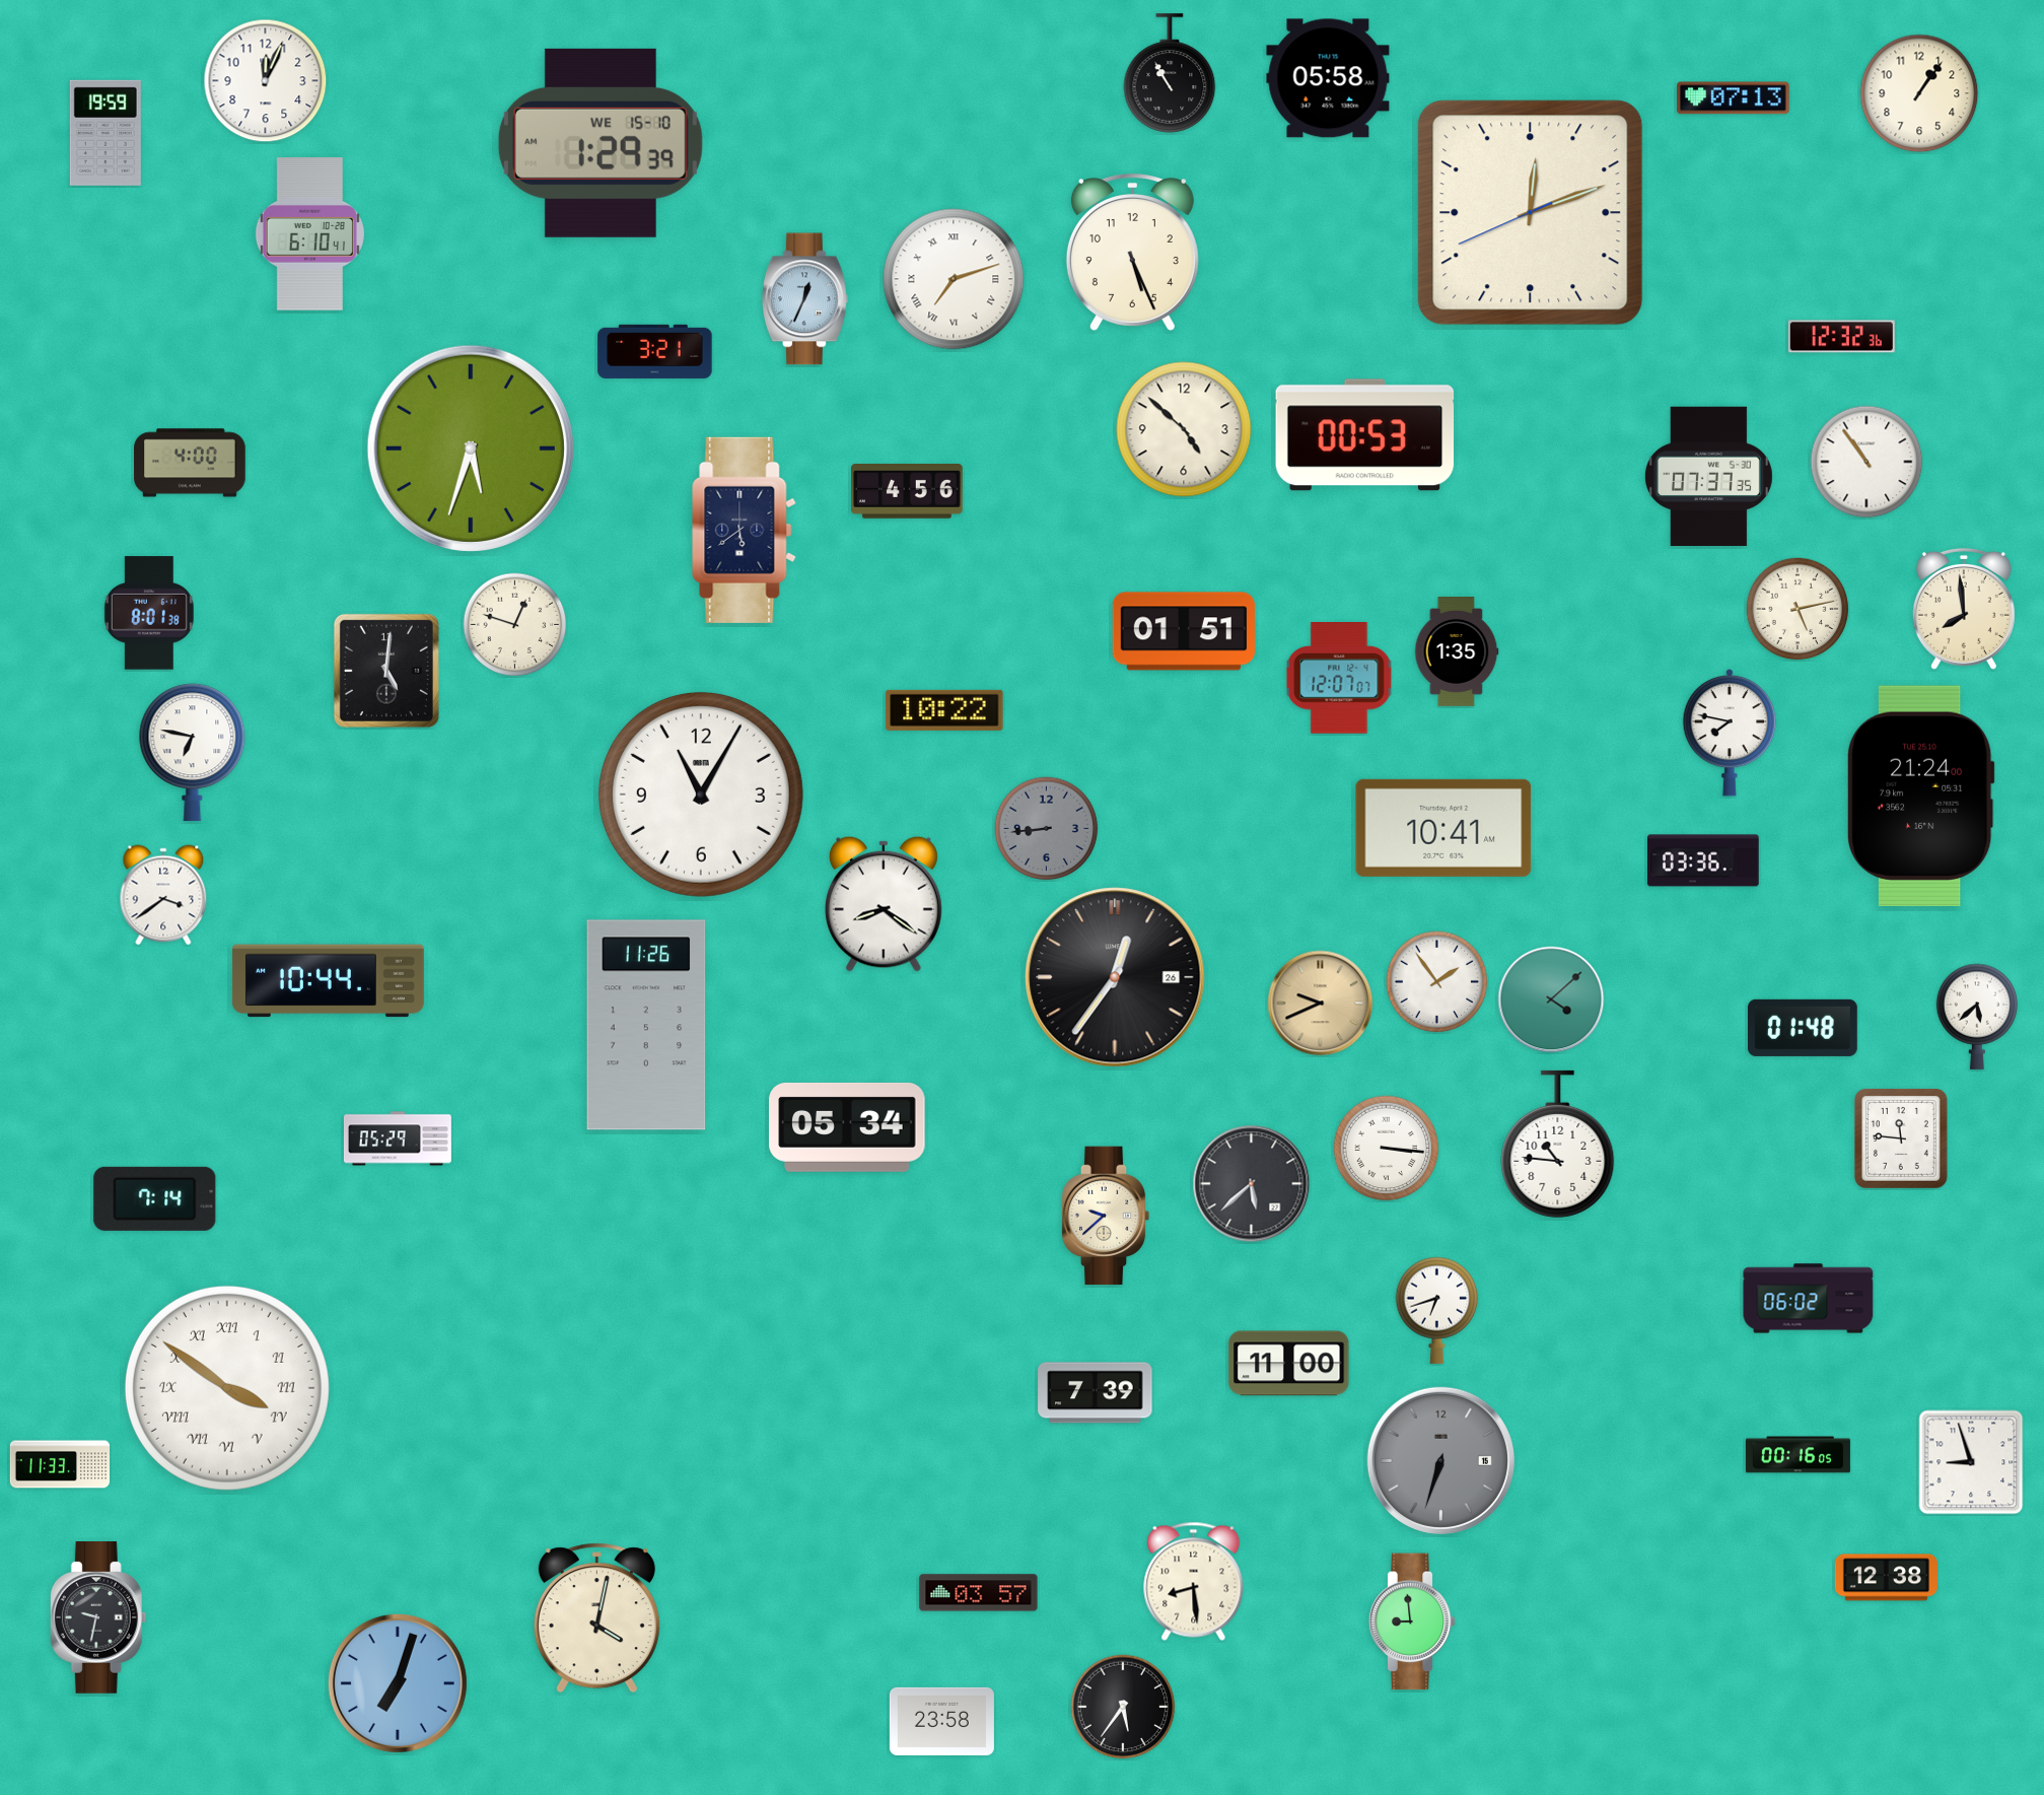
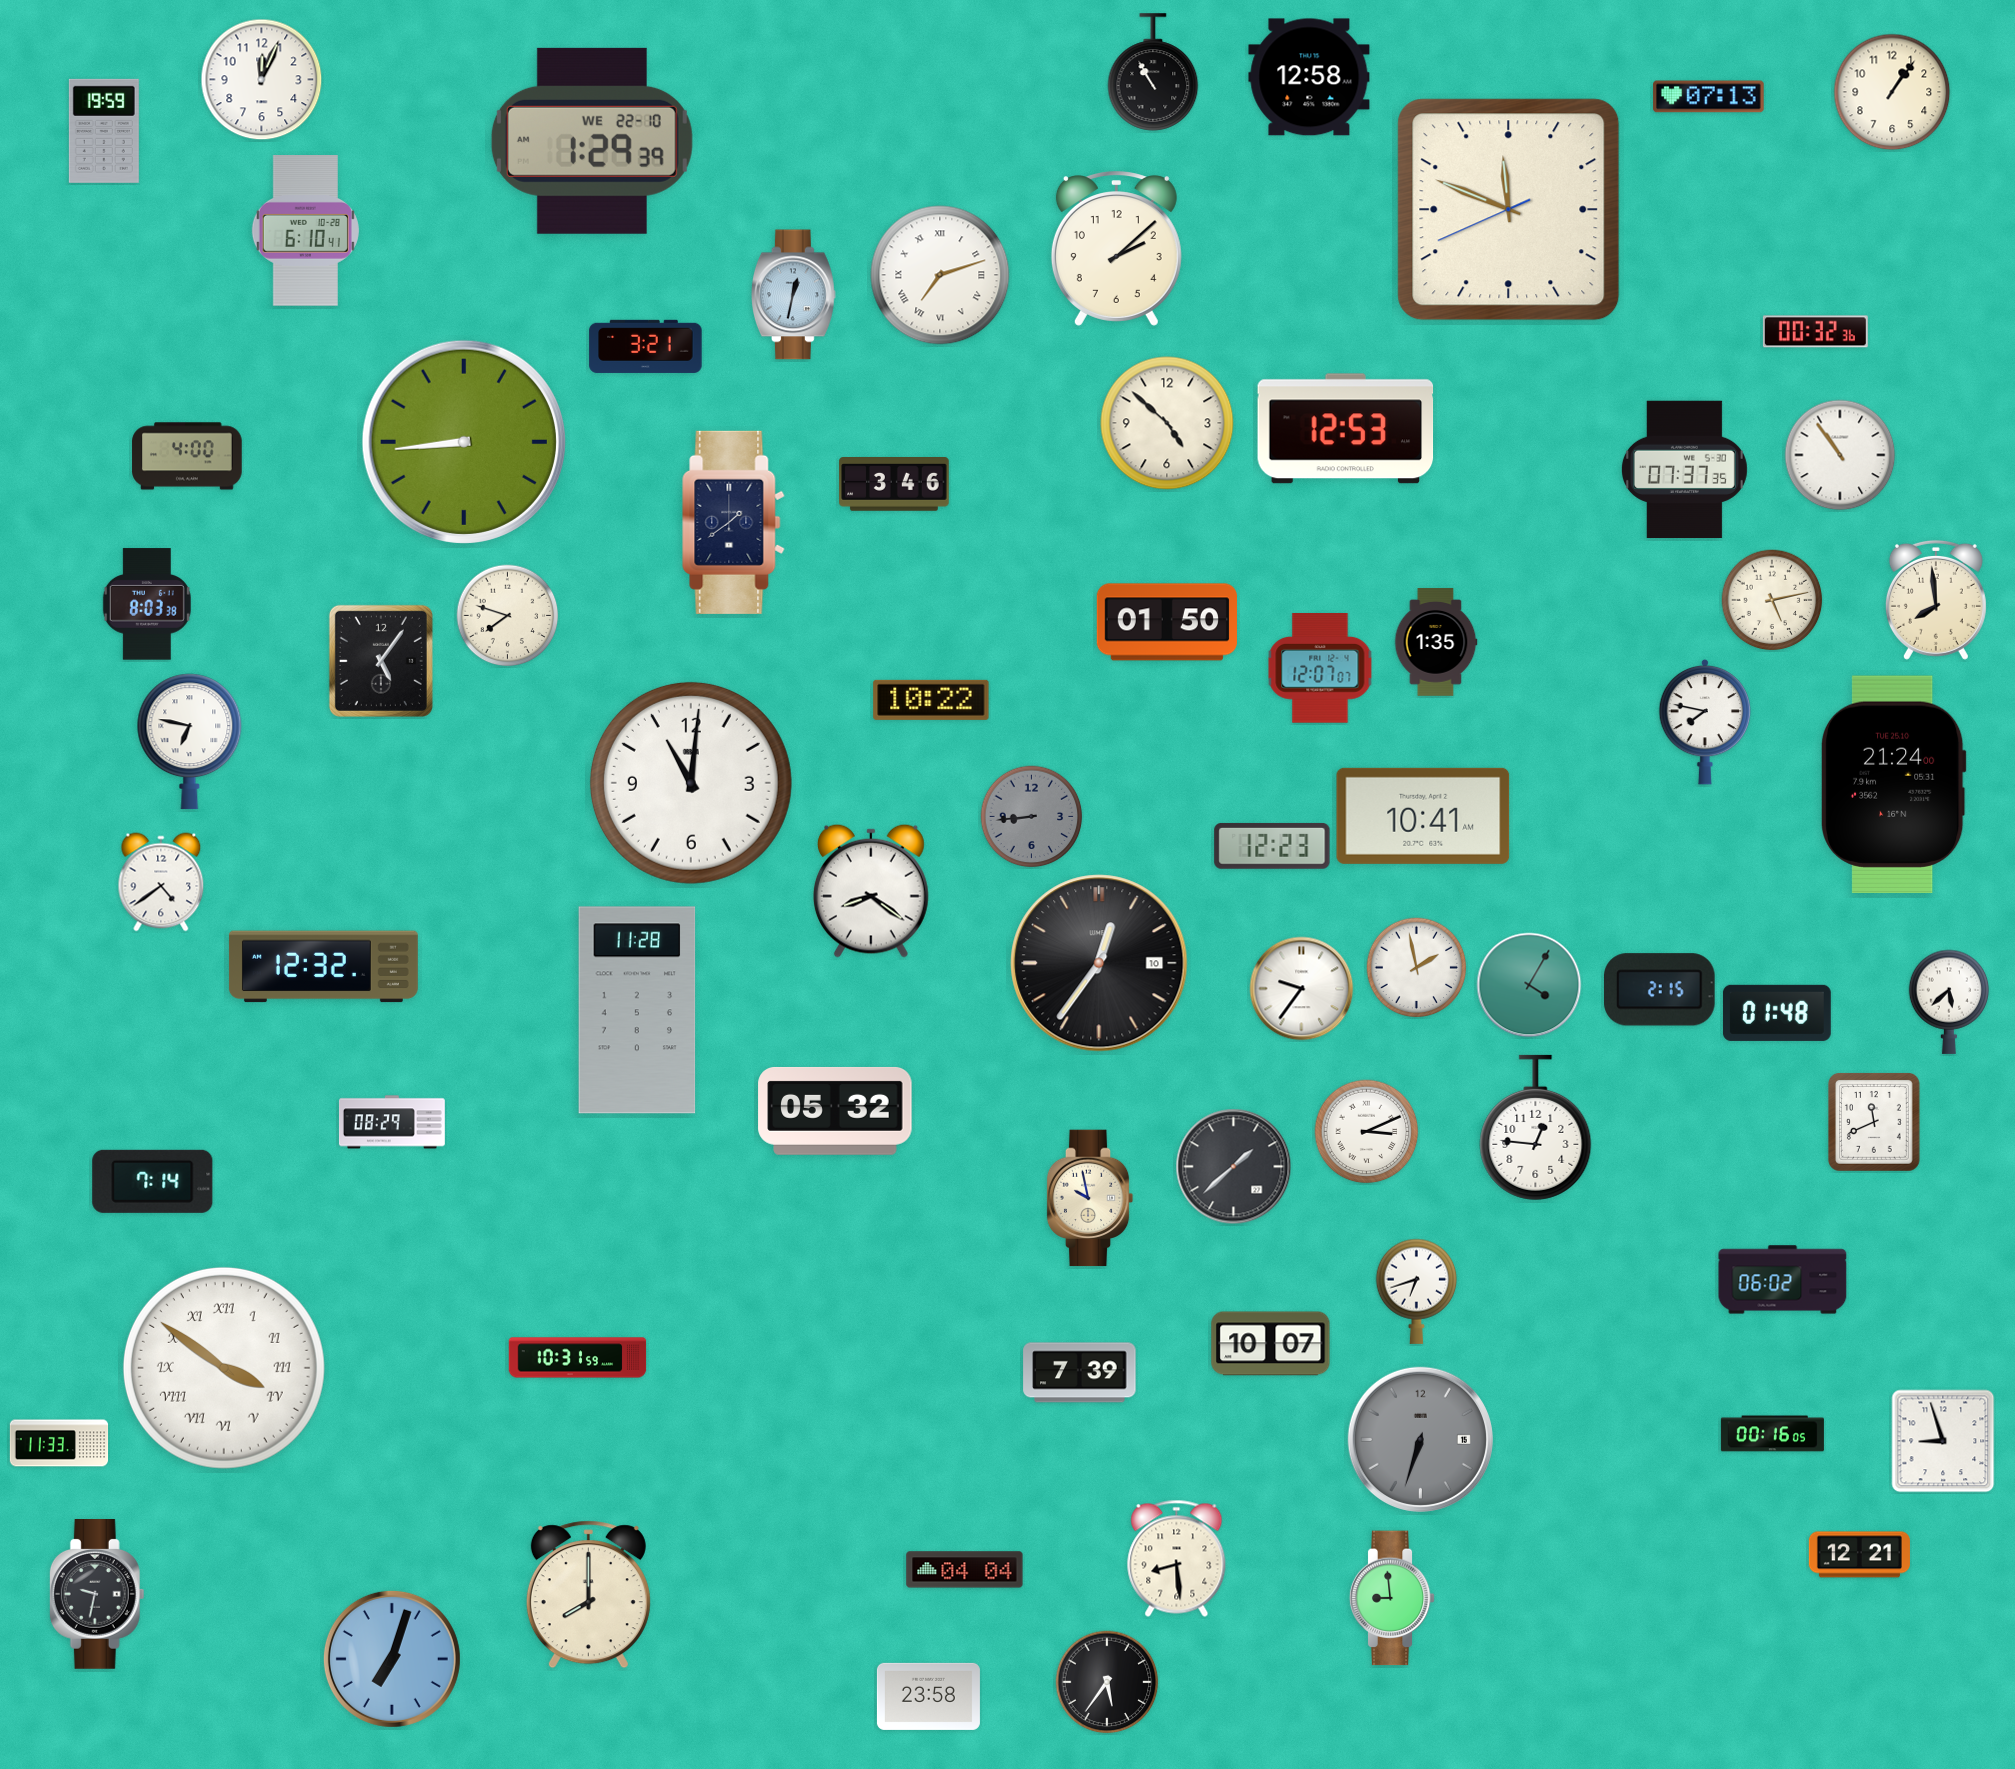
clock at (1328, 78): 05:58 -> 12:58
clock at (601, 143) date: WE 15-10 -> WE 22-10
clock at (1531, 213): 12:11 -> 11:48
clock at (1132, 253): 5:26 -> 2:08
clock at (804, 299): 12:34 -> 12:32
clock at (1841, 337): 12:32 -> 00:32
clock at (1365, 435): 00:53 -> 12:53
clock at (471, 448): 5:33 -> 8:44
clock at (907, 492): 4:56 -> 3:46
clock at (745, 530): 5:39 -> 1:39
clock at (149, 613): 8:01 -> 8:03
clock at (515, 625): 12:48 -> 7:48
clock at (1184, 631): 01:51 -> 01:50
clock at (386, 671): 5:01 -> 5:06
clock at (701, 795): 11:05 -> 11:01
clock at (1272, 846): none -> 12:23
clock at (1703, 860): 03:36 -> none
clock at (163, 895): 3:39 -> 4:39
clock at (1115, 977) date: 26 -> 10
clock at (328, 981): 10:44 -> 12:32
clock at (1437, 982): 1:54 -> 1:58
clock at (1551, 999): 4:08 -> 4:05
clock at (1321, 1004): 9:41 -> 9:36
clock at (1321, 1004) dial: champagne -> white
clock at (1660, 990): none -> 2:15
clock at (646, 1025): 11:26 -> 11:28
clock at (847, 1127): 05:34 -> 05:32
clock at (398, 1138): 05:29 -> 08:29
clock at (1901, 1140): 11:46 -> 11:41
clock at (1558, 1144): 10:46 -> 12:46
clock at (1387, 1149): 3:16 -> 3:11
clock at (1252, 1184): 5:38 -> 1:38
clock at (1106, 1216): 9:38 -> 9:58
clock at (1289, 1364): 11:00 -> 10:07
clock at (578, 1358): none -> 10:31
clock at (1886, 1578): 12:38 -> 12:21
clock at (979, 1593): 03:57 -> 04:04
clock at (596, 1618): 4:02 -> 8:00
